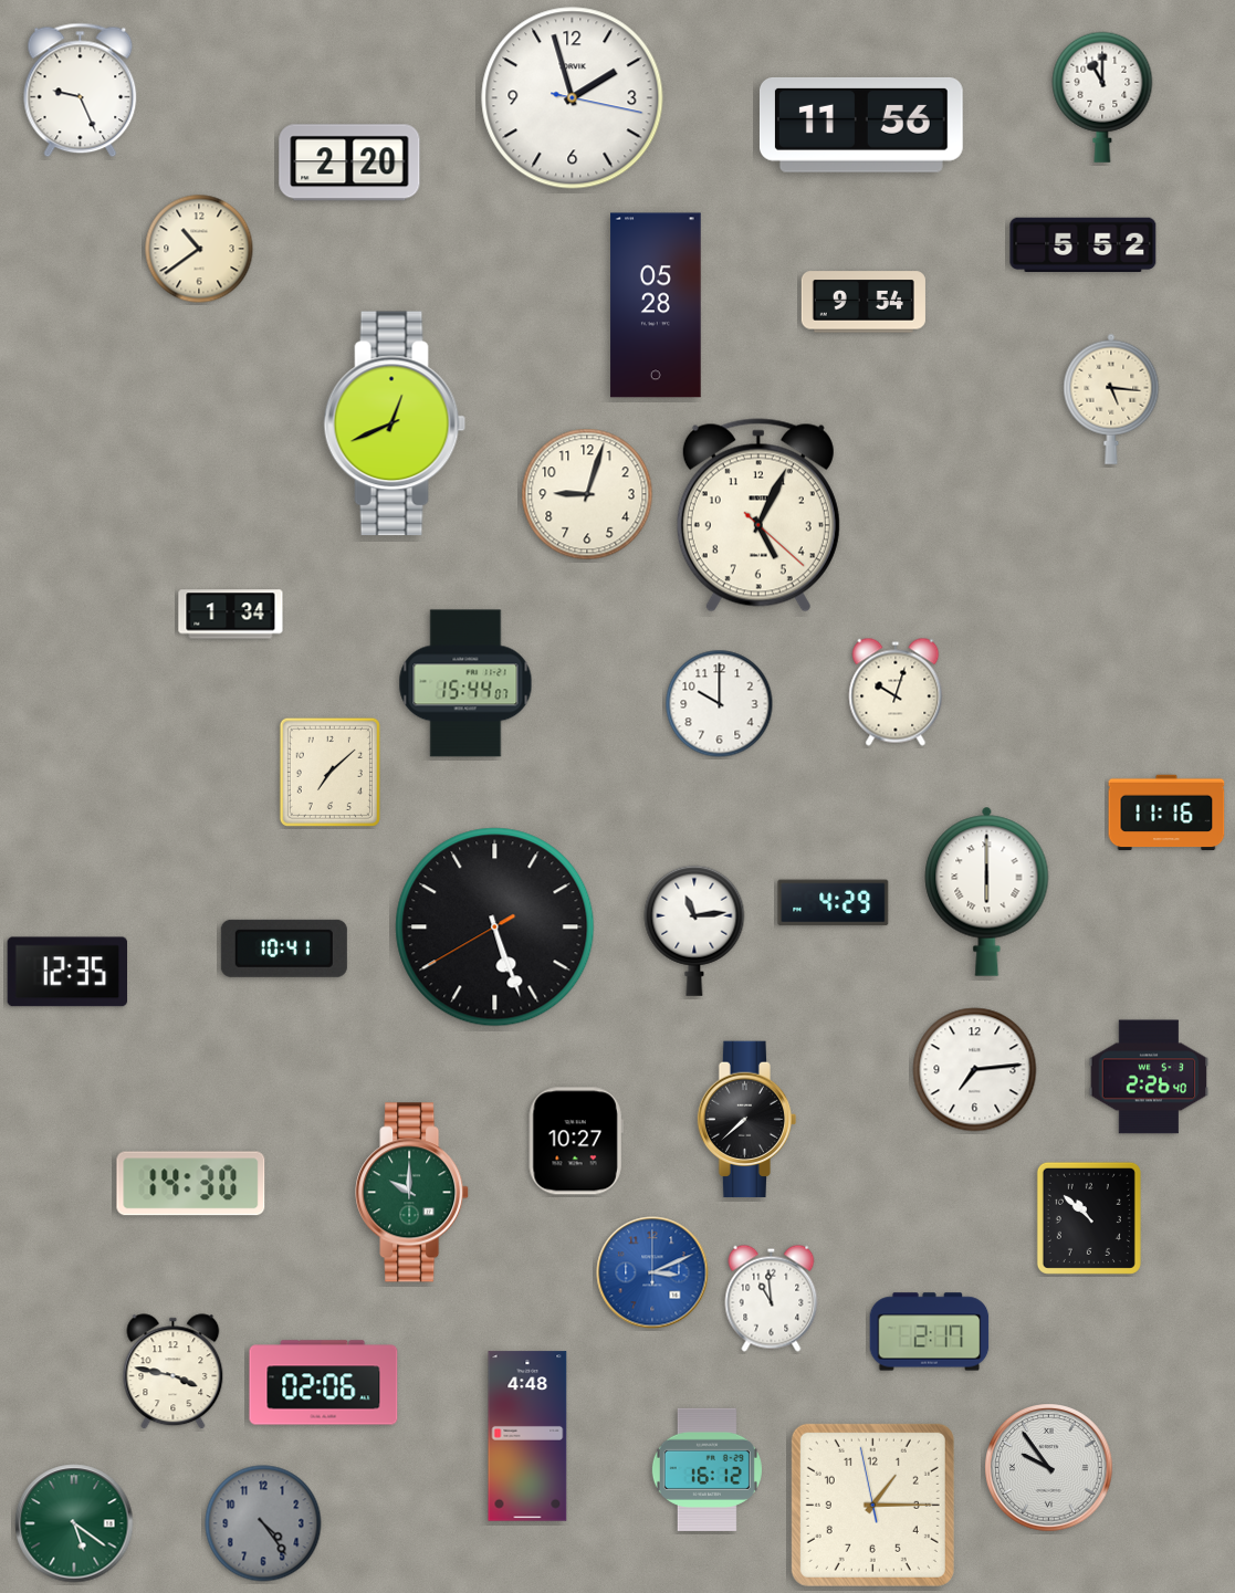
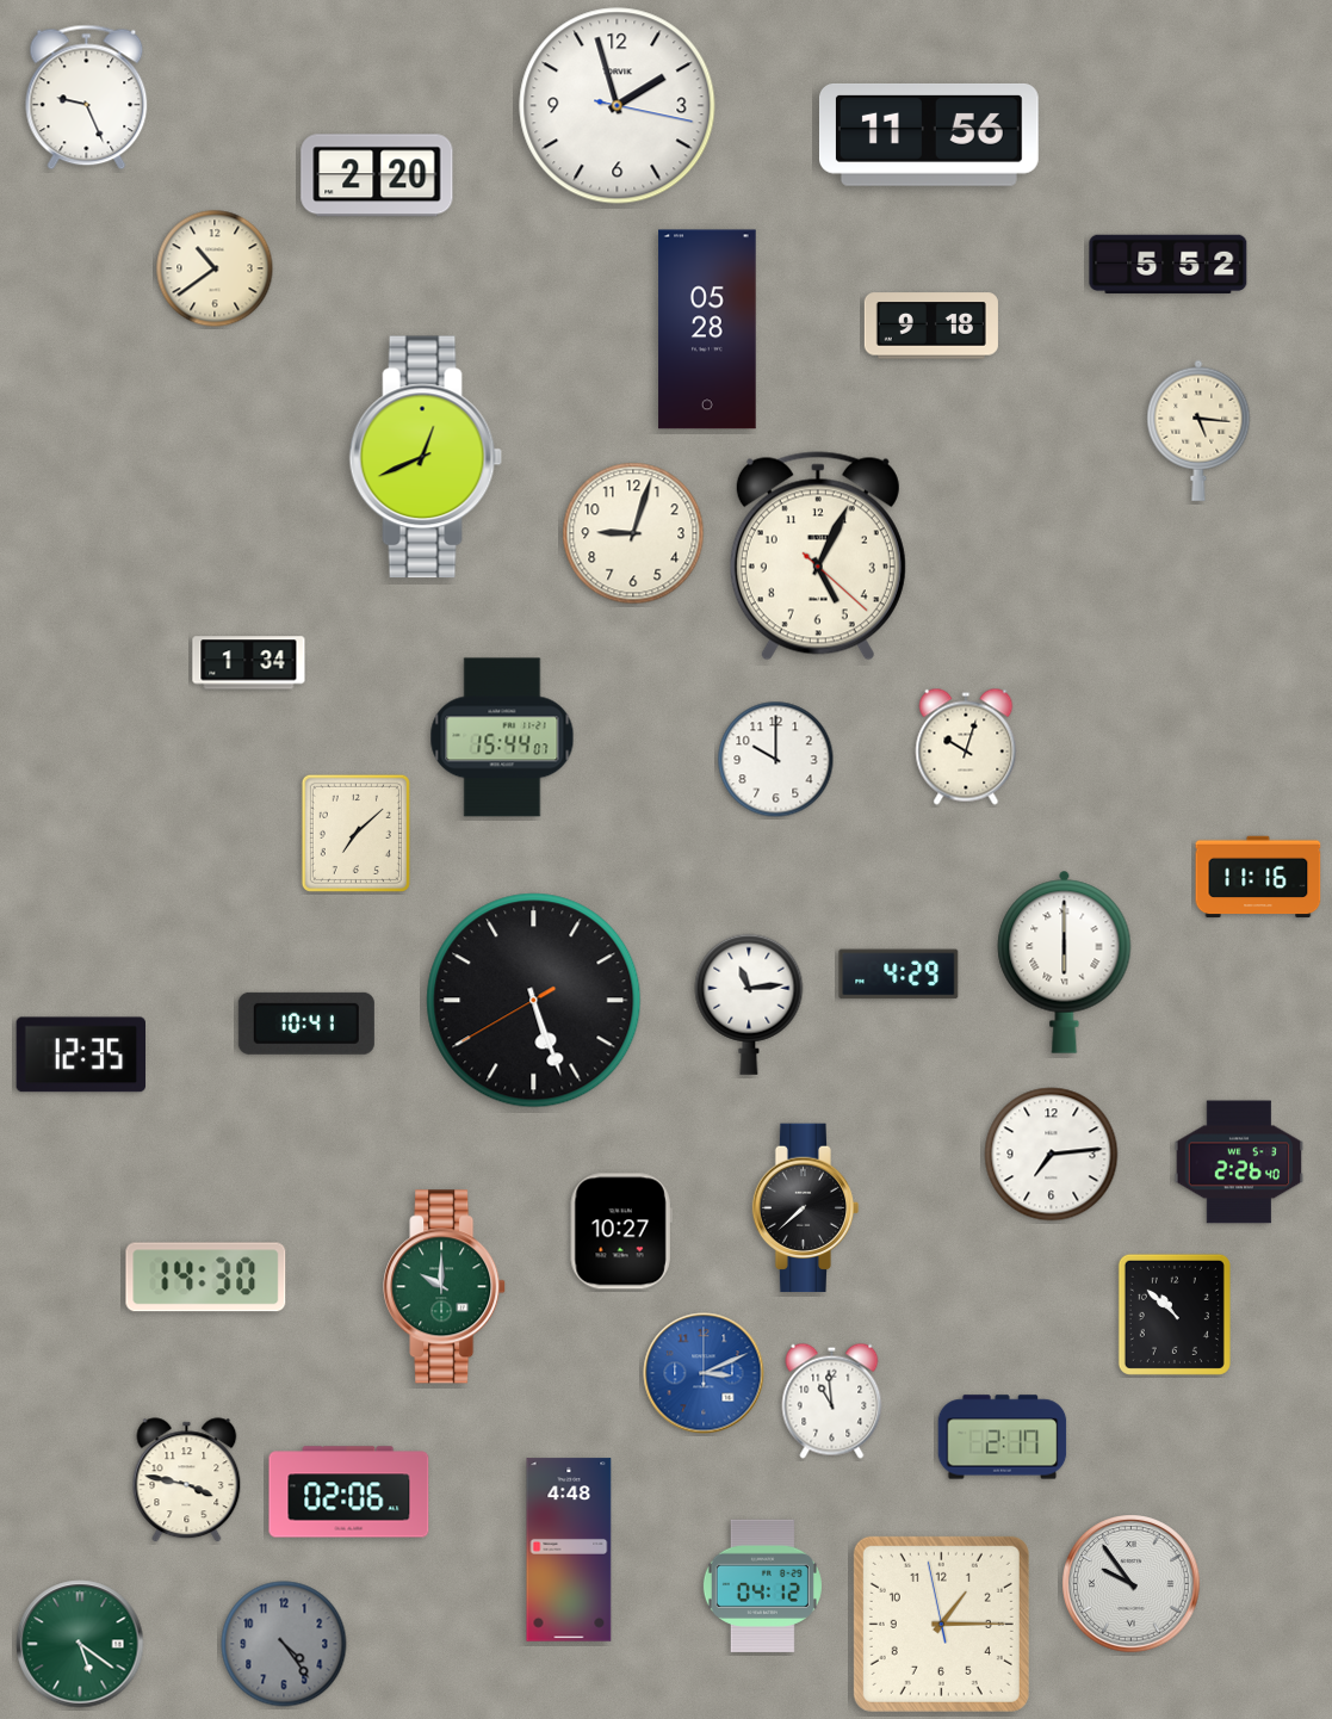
clock at (1102, 97): 11:00 -> none
clock at (864, 302): 9:54 -> 9:18
clock at (66, 972) position: (66, 972) -> (80, 1055)
clock at (707, 1469): 16:12 -> 04:12
